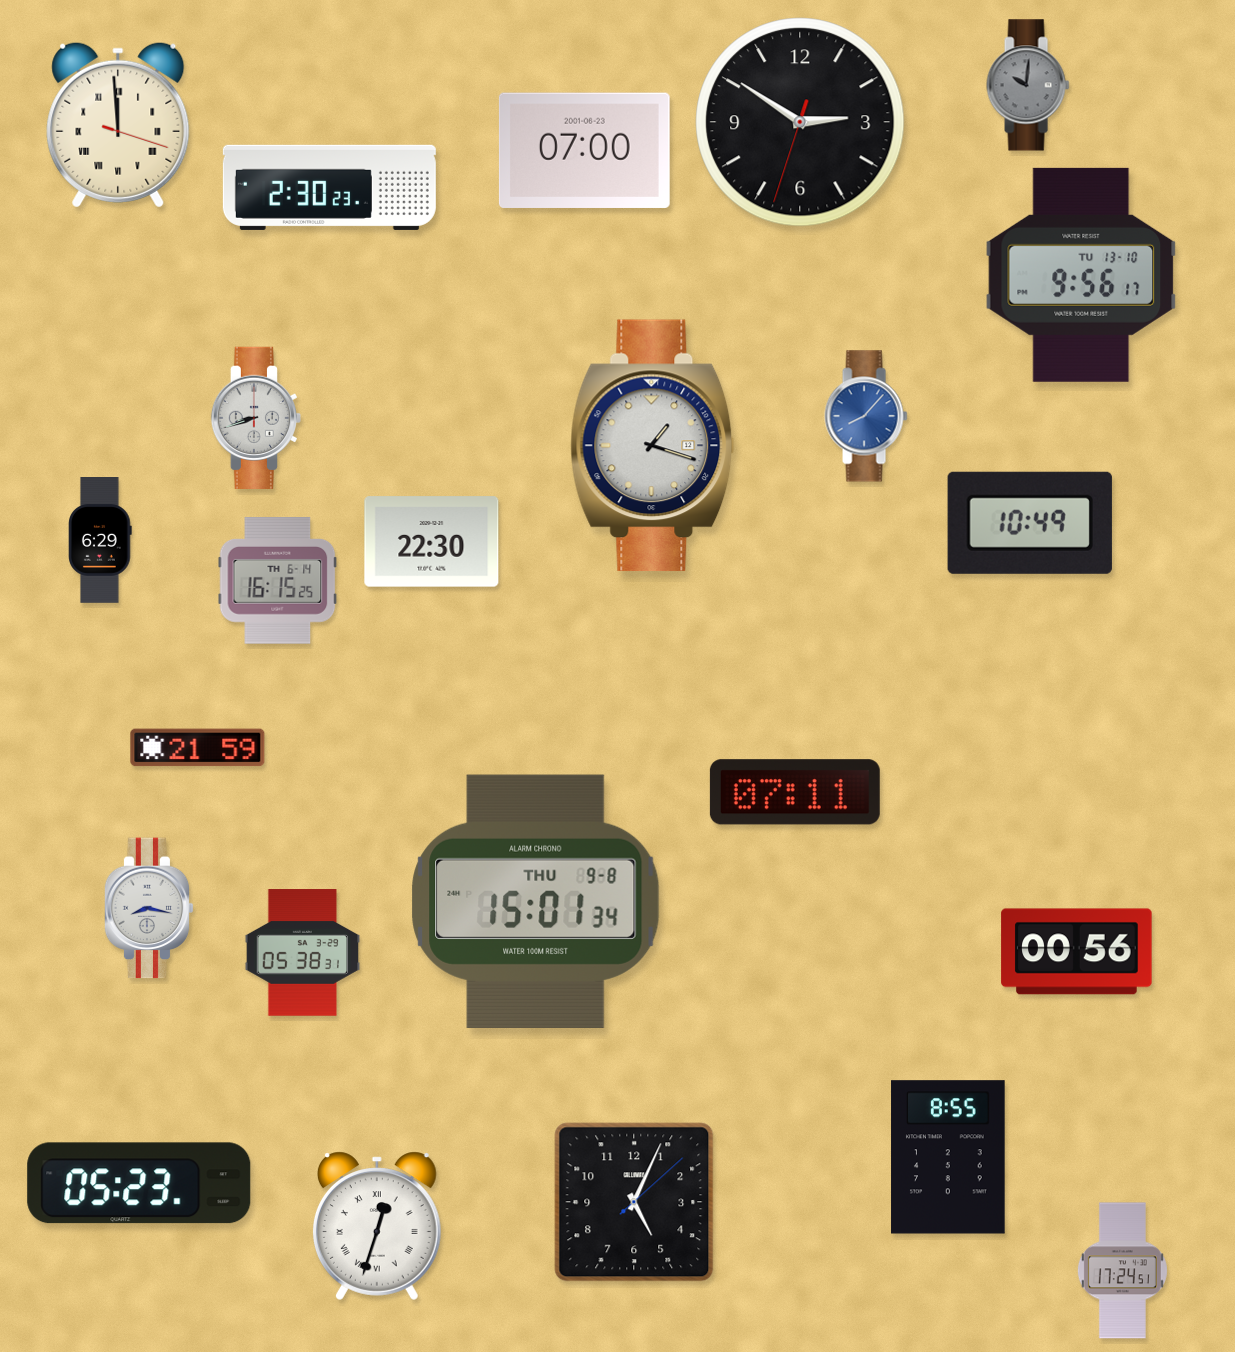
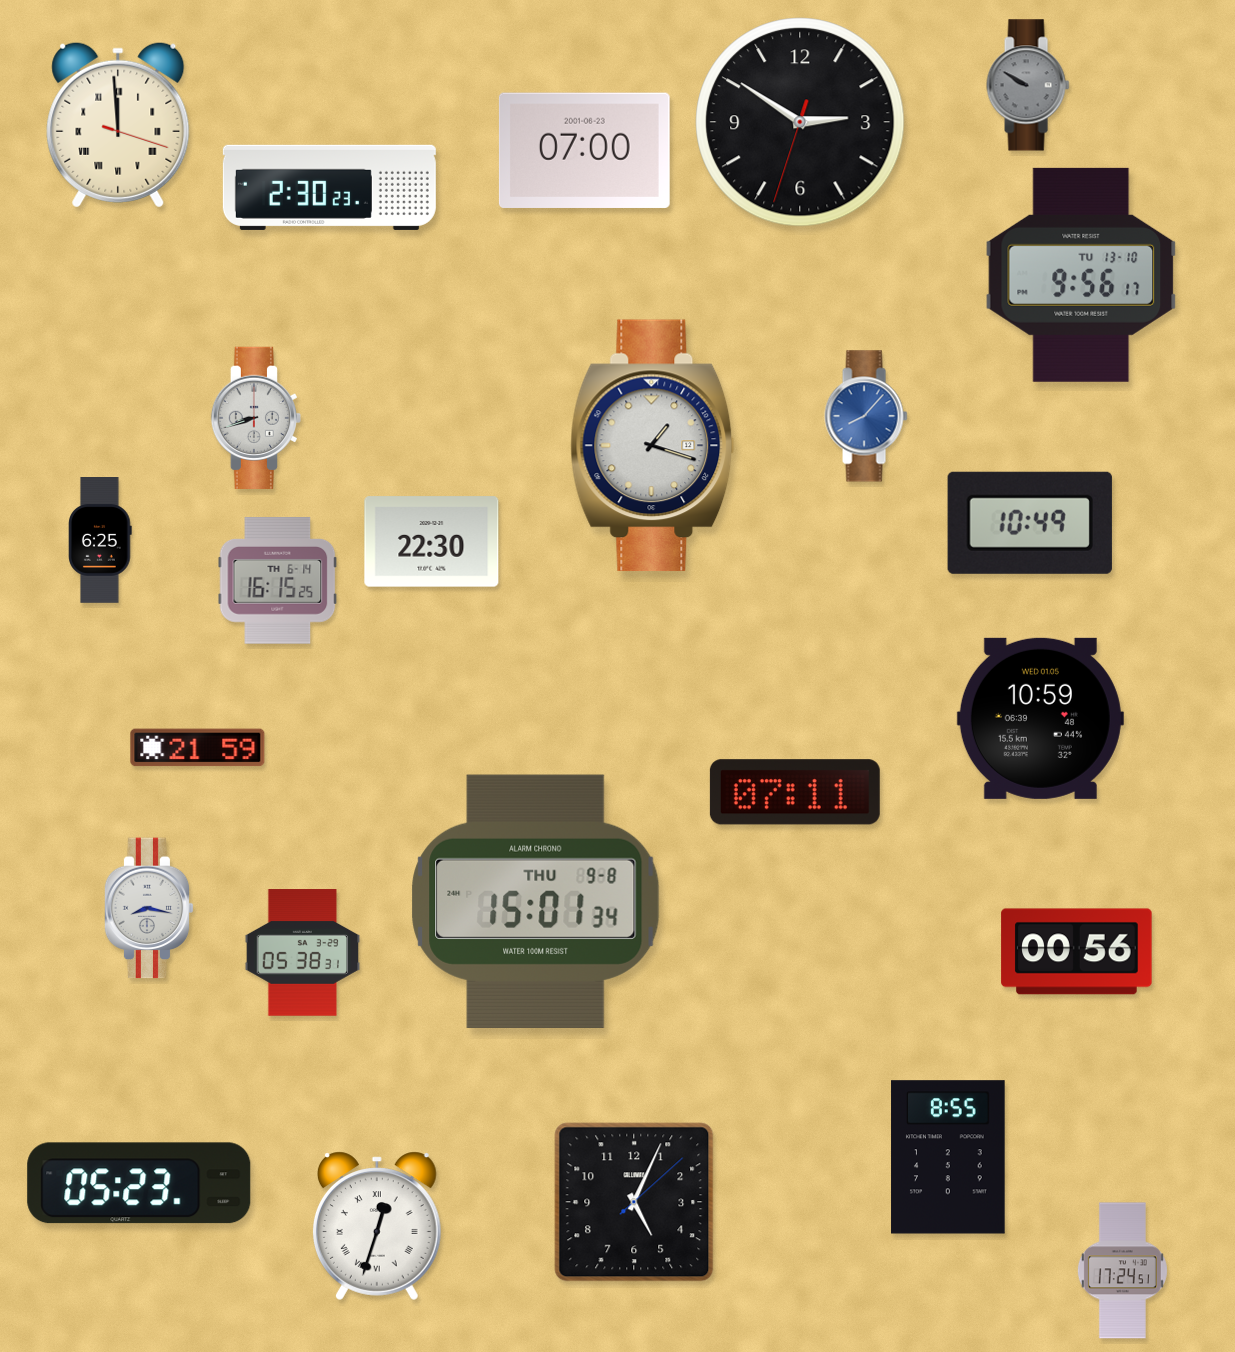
clock at (1028, 85): 10:01 -> 9:50
clock at (100, 541): 6:29 -> 6:25
clock at (1040, 718): none -> 10:59
